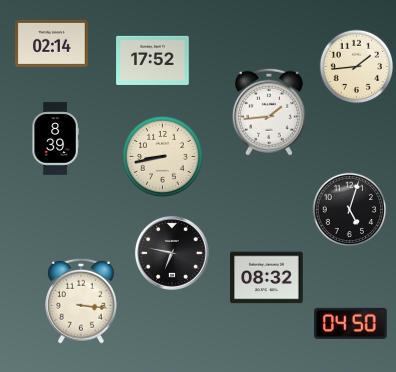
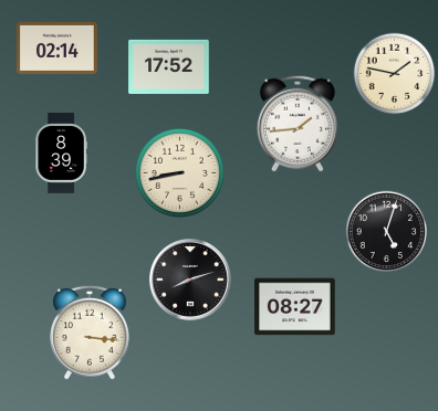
clock at (357, 67): 1:44 -> 1:47
clock at (172, 253): 6:47 -> 8:12
clock at (267, 278): 08:32 -> 08:27
clock at (351, 323): 04:50 -> none
